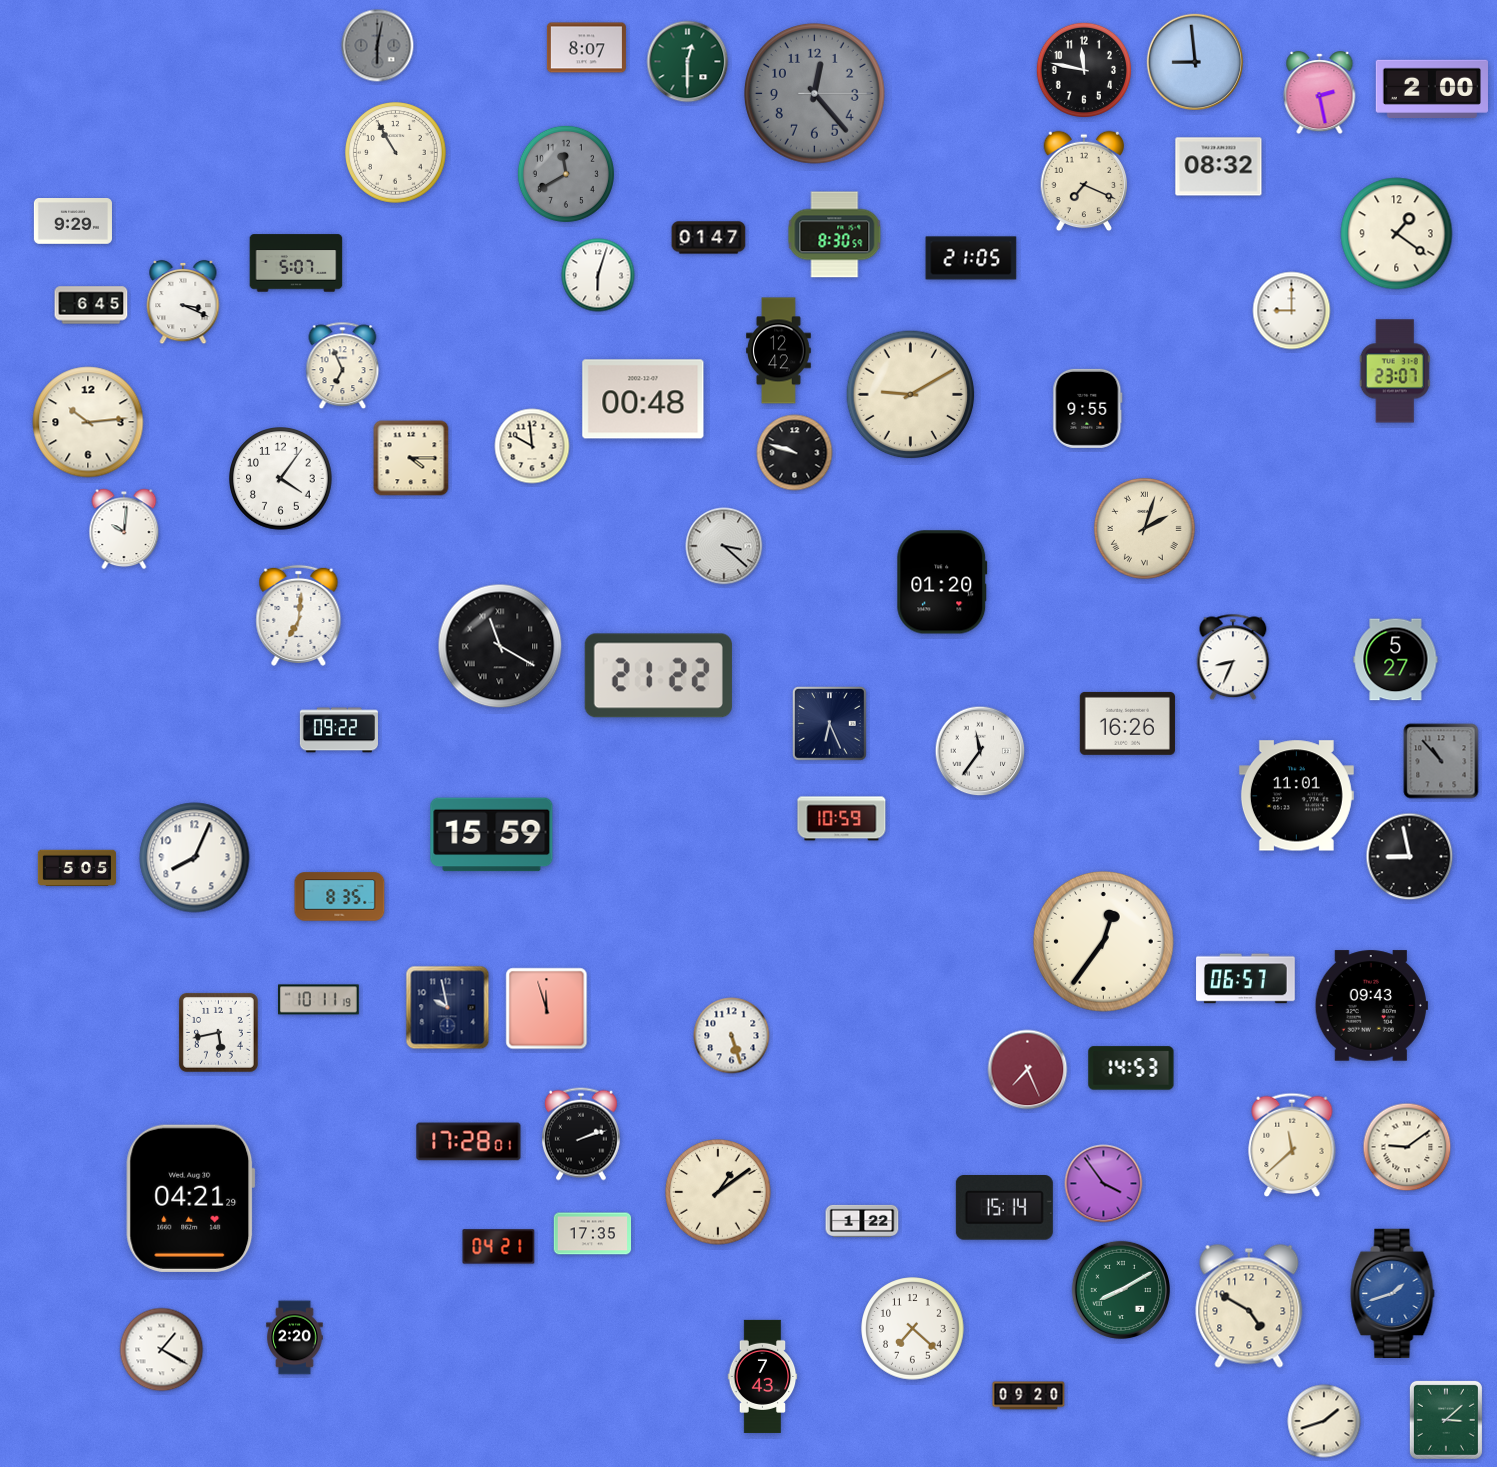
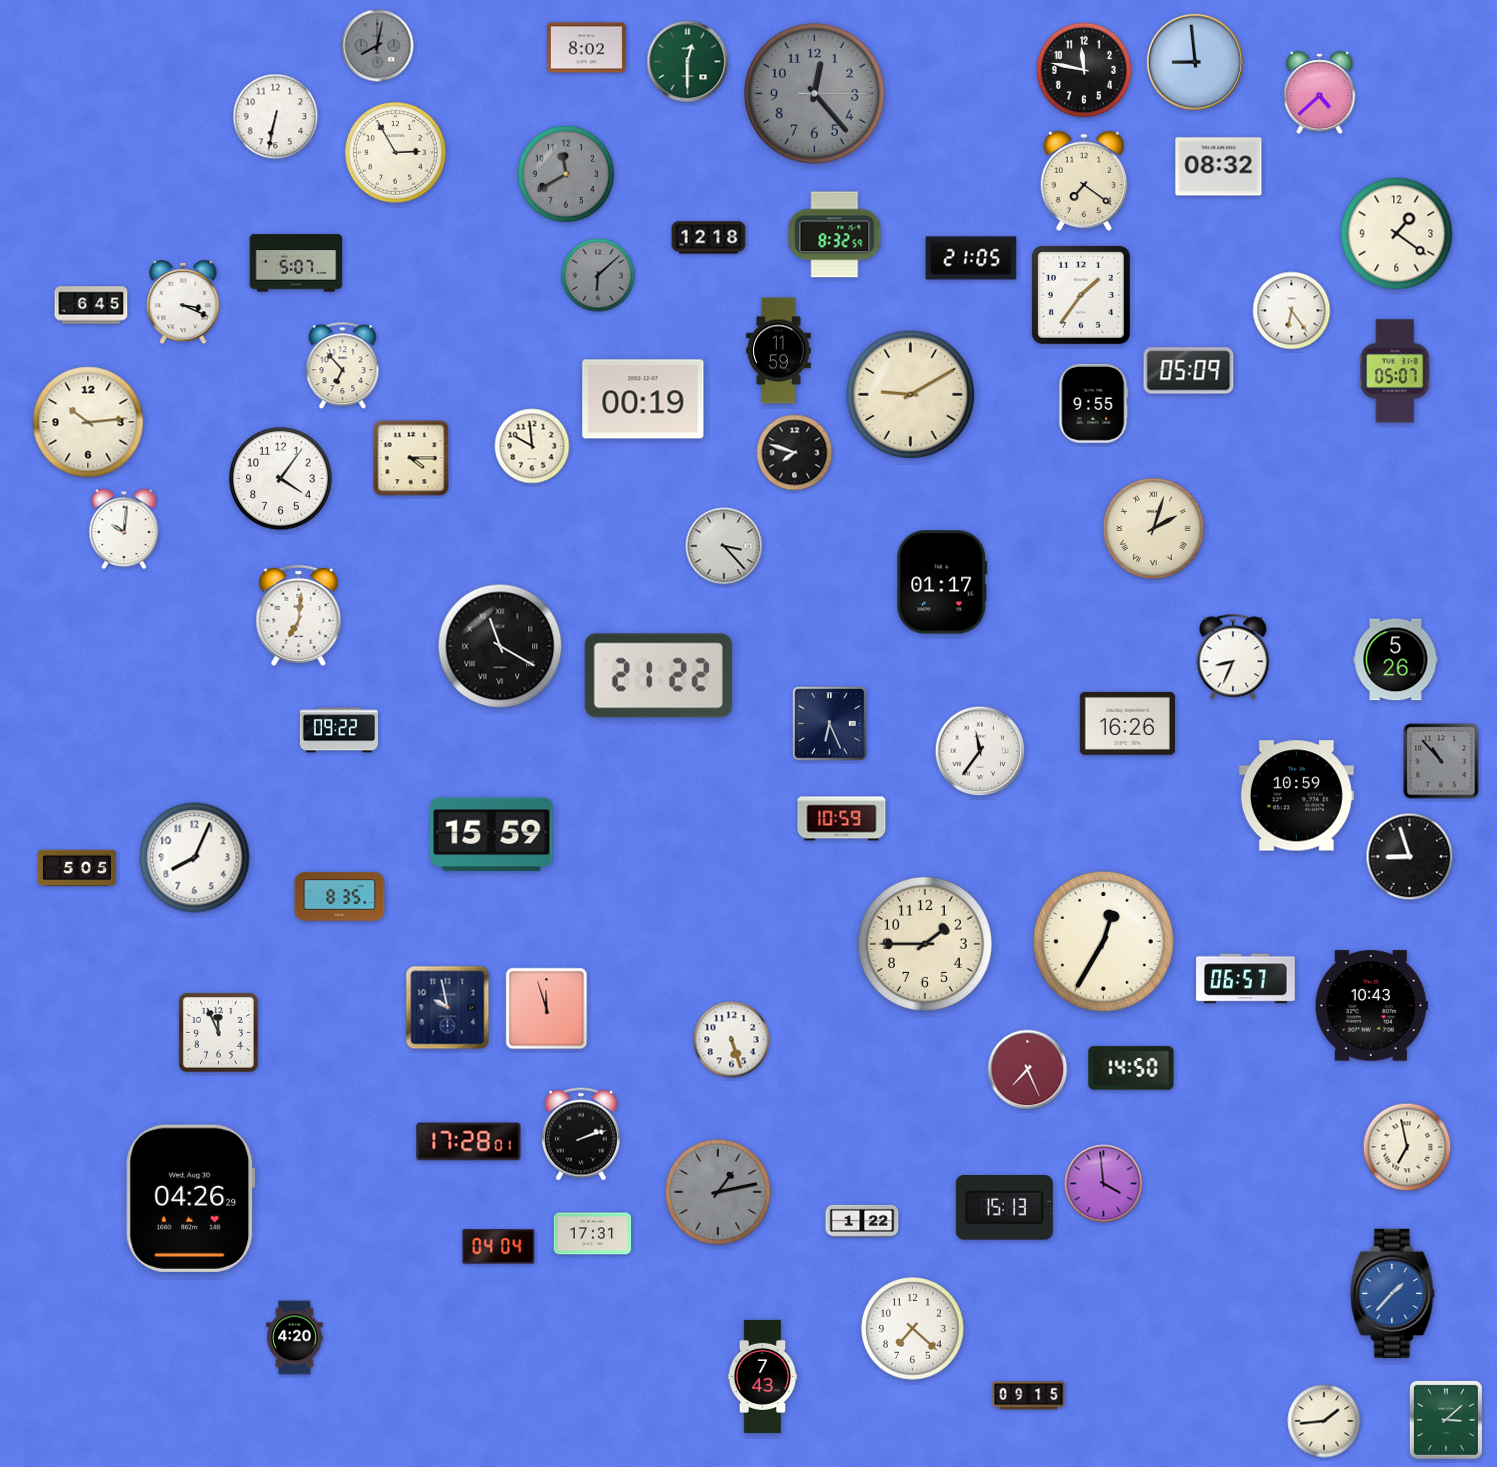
clock at (378, 46): 6:02 -> 8:02
clock at (586, 48): 8:07 -> 8:02
clock at (1431, 89): 2:00 -> none
clock at (1320, 93): 2:28 -> 4:38
clock at (276, 117): none -> 6:32
clock at (396, 153): 10:55 -> 2:55
clock at (1084, 181): 7:19 -> 7:21
clock at (73, 222): 9:29 -> none
clock at (835, 235): 8:30 -> 8:32
clock at (709, 238): 01:47 -> 12:18
clock at (598, 275): 6:03 -> 6:08
clock at (598, 275) dial: white -> grey
clock at (1081, 295): none -> 1:36
clock at (1292, 311): 9:00 -> 6:24
clock at (779, 351): 12:42 -> 11:59
clock at (343, 366): 6:56 -> 6:53
clock at (1189, 371): none -> 05:09
clock at (1395, 371): 23:07 -> 05:07
clock at (643, 399): 00:48 -> 00:19
clock at (1088, 408) position: (1088, 408) -> (1094, 403)
clock at (795, 453): 9:48 -> 7:48
clock at (1145, 529) position: (1145, 529) -> (1154, 529)
clock at (724, 546): 3:22 -> 3:23
clock at (942, 582): 01:20 -> 01:17
clock at (1396, 660): 5:27 -> 5:26
clock at (1296, 796): 11:01 -> 10:59
clock at (1410, 857): 8:58 -> 8:57
clock at (1103, 941): 12:36 -> 12:35
clock at (925, 944): none -> 1:45
clock at (319, 1000): 10:11 -> none
clock at (1371, 1006): 09:43 -> 10:43
clock at (218, 1032): 5:43 -> 11:56
clock at (732, 1036) position: (732, 1036) -> (732, 1040)
clock at (1131, 1068): 14:53 -> 14:50
clock at (1292, 1144): 11:38 -> none
clock at (1407, 1147): 9:09 -> 6:58
clock at (1104, 1184): 3:54 -> 3:59
clock at (718, 1192): 1:09 -> 1:13
clock at (718, 1192) dial: cream -> grey
clock at (191, 1198): 04:21 -> 04:26
clock at (1004, 1208): 15:14 -> 15:13
clock at (593, 1234): 17:35 -> 17:31
clock at (499, 1247): 04:21 -> 04:04
clock at (1121, 1290): 8:10 -> none
clock at (1393, 1293): 1:42 -> 1:37
clock at (1249, 1306): 4:50 -> none
clock at (295, 1338): 2:20 -> 4:20
clock at (162, 1350): 1:20 -> none
clock at (1029, 1396): 09:20 -> 09:15
clock at (1324, 1421): 1:42 -> 1:44
